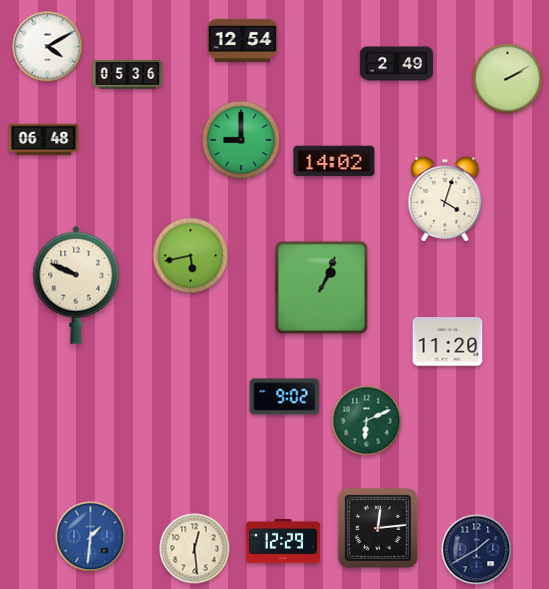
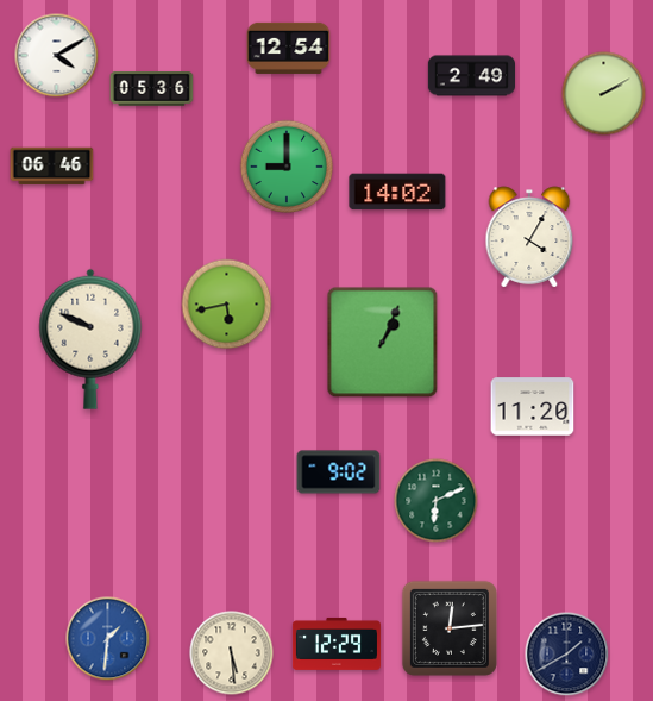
clock at (44, 140): 06:48 -> 06:46
clock at (445, 199): 4:03 -> 4:05
clock at (195, 549): 12:29 -> 5:29
